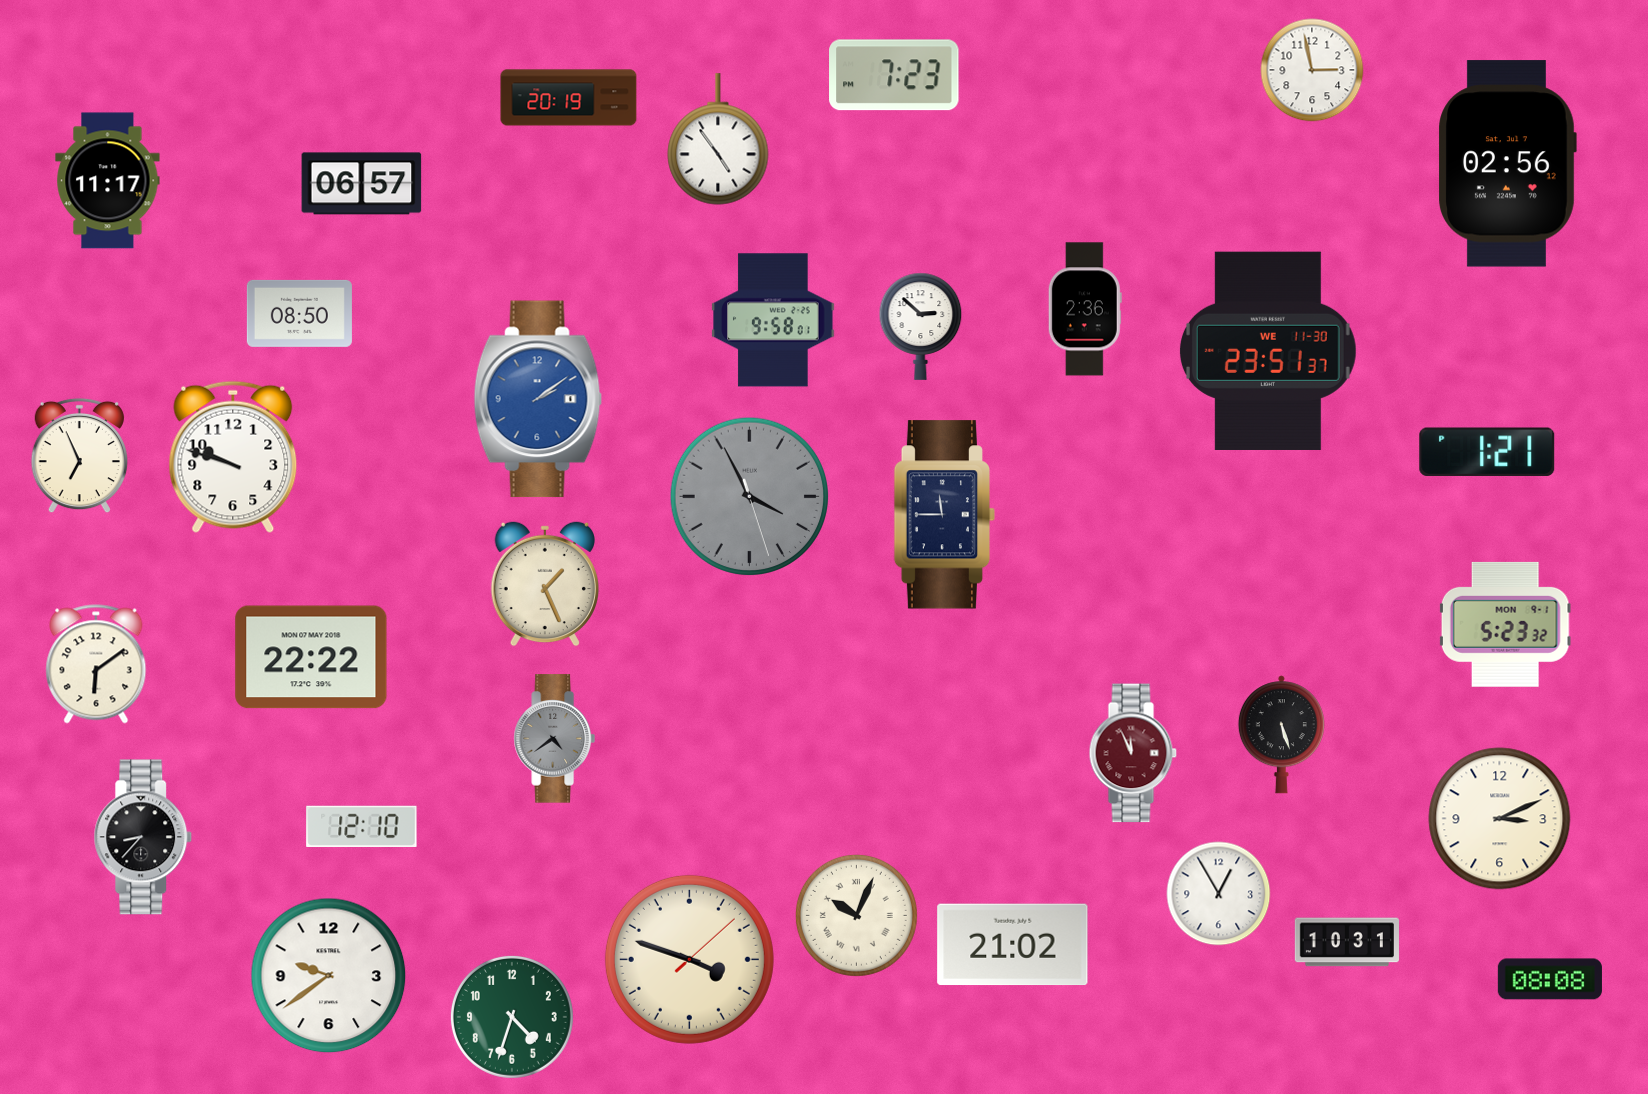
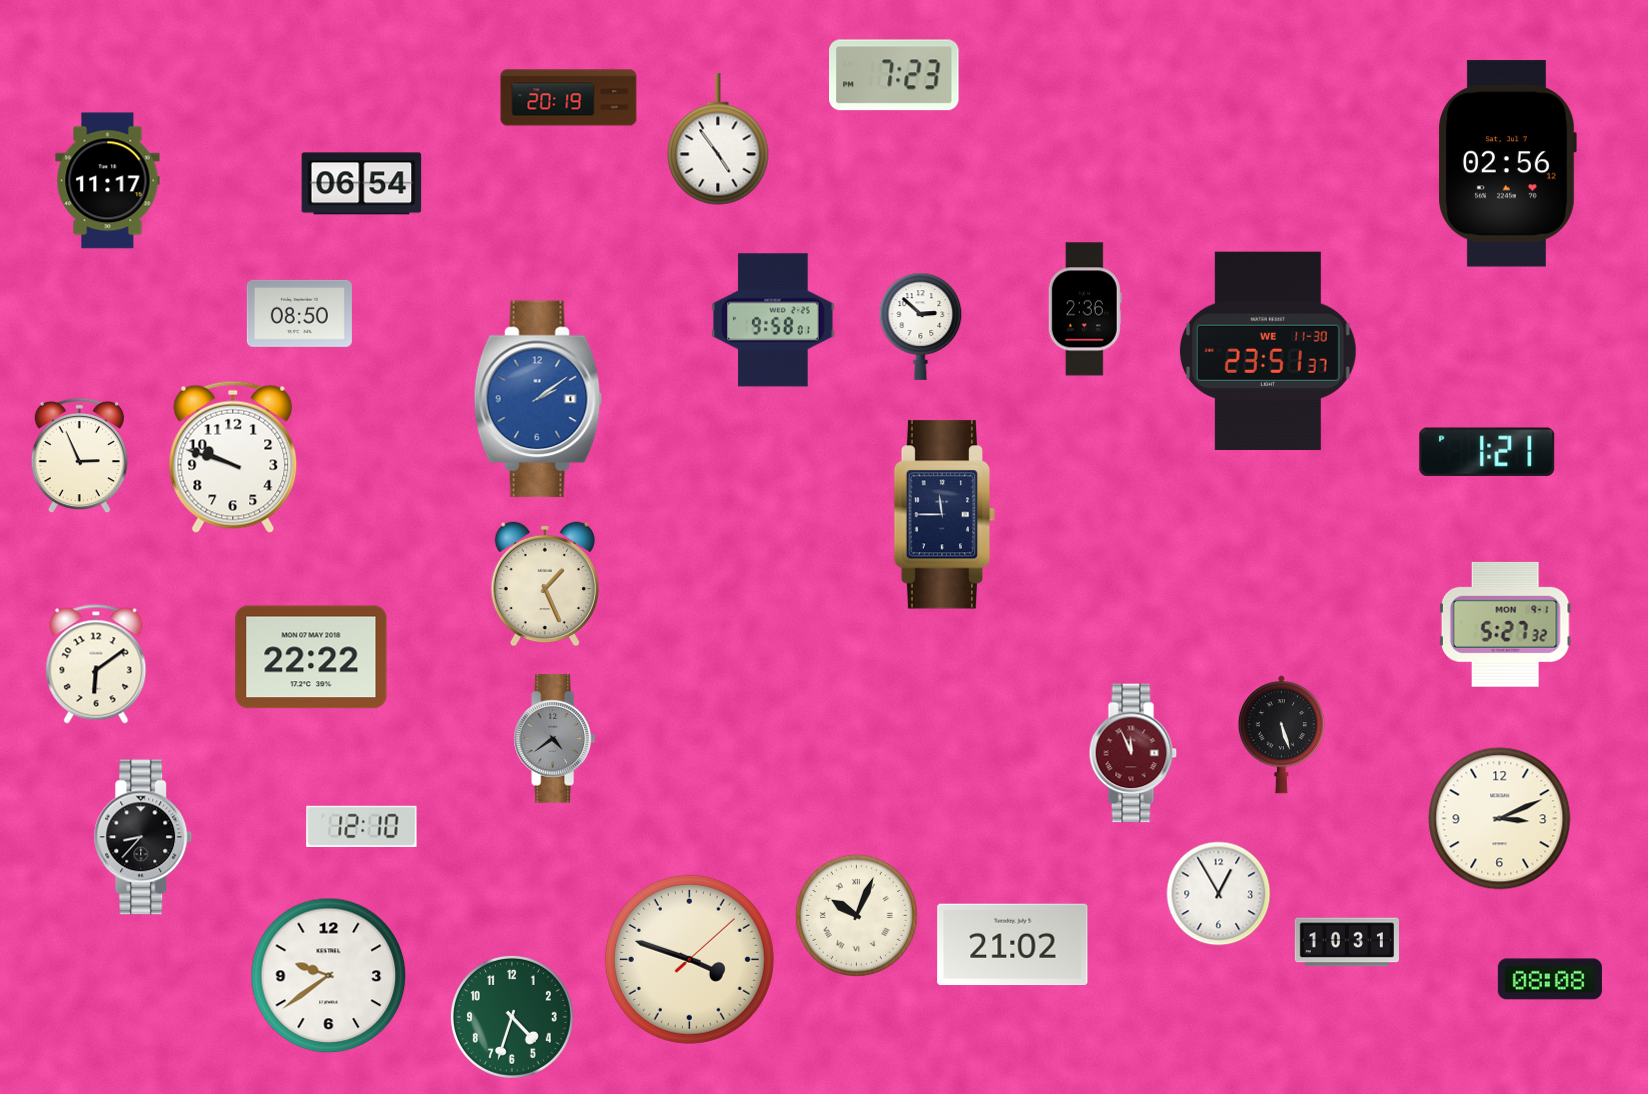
clock at (1312, 70): 2:58 -> none
clock at (362, 184): 06:57 -> 06:54
clock at (79, 456): 6:56 -> 2:56
clock at (750, 497): 3:55 -> none
clock at (1505, 624): 5:23 -> 5:27
